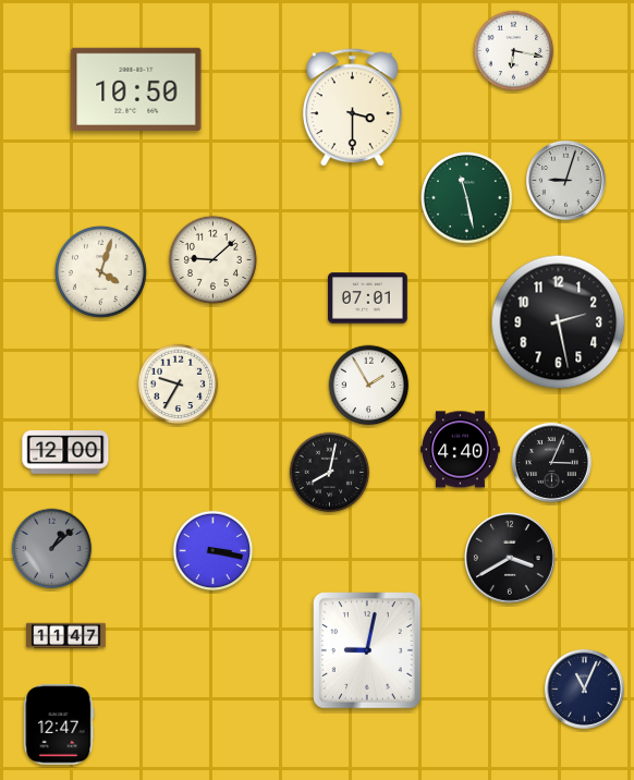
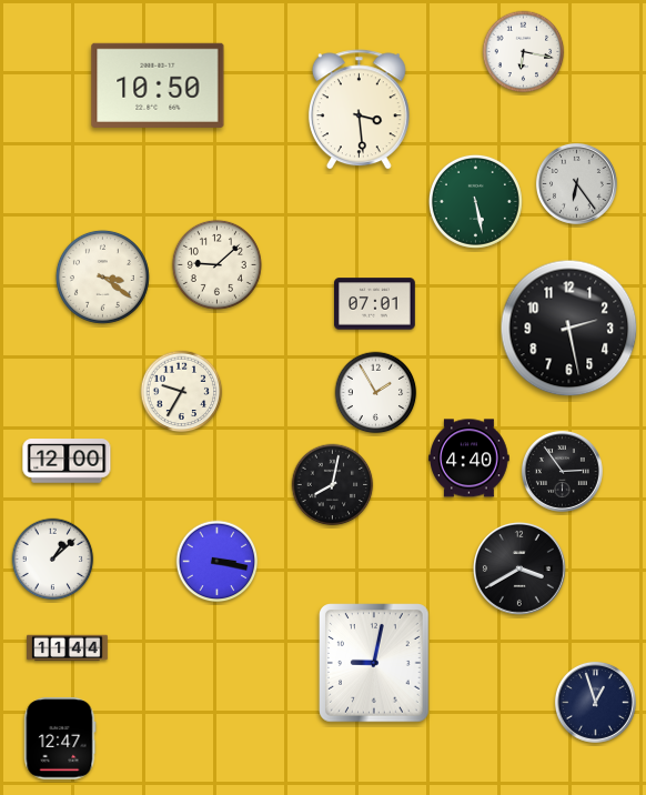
clock at (136, 89) position: (136, 89) -> (158, 85)
clock at (352, 108): 3:30 -> 3:29
clock at (565, 180): 9:03 -> 6:24
clock at (466, 197): 11:28 -> 5:28
clock at (100, 271): 4:03 -> 3:21
clock at (551, 462): 3:04 -> 2:54
clock at (330, 473) position: (330, 473) -> (333, 485)
clock at (52, 549) dial: grey -> white
clock at (66, 636): 11:47 -> 11:44
clock at (584, 688): 11:04 -> 12:57
